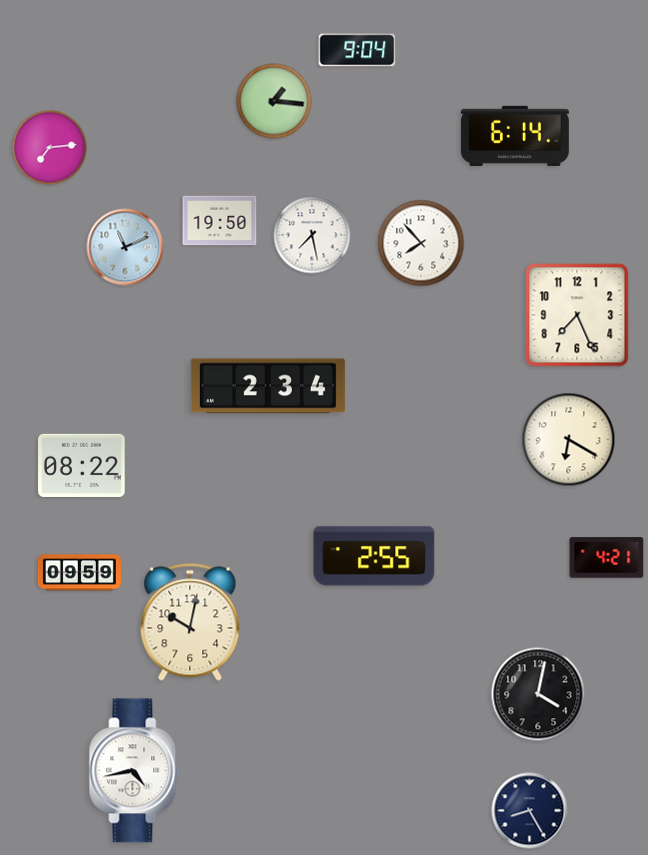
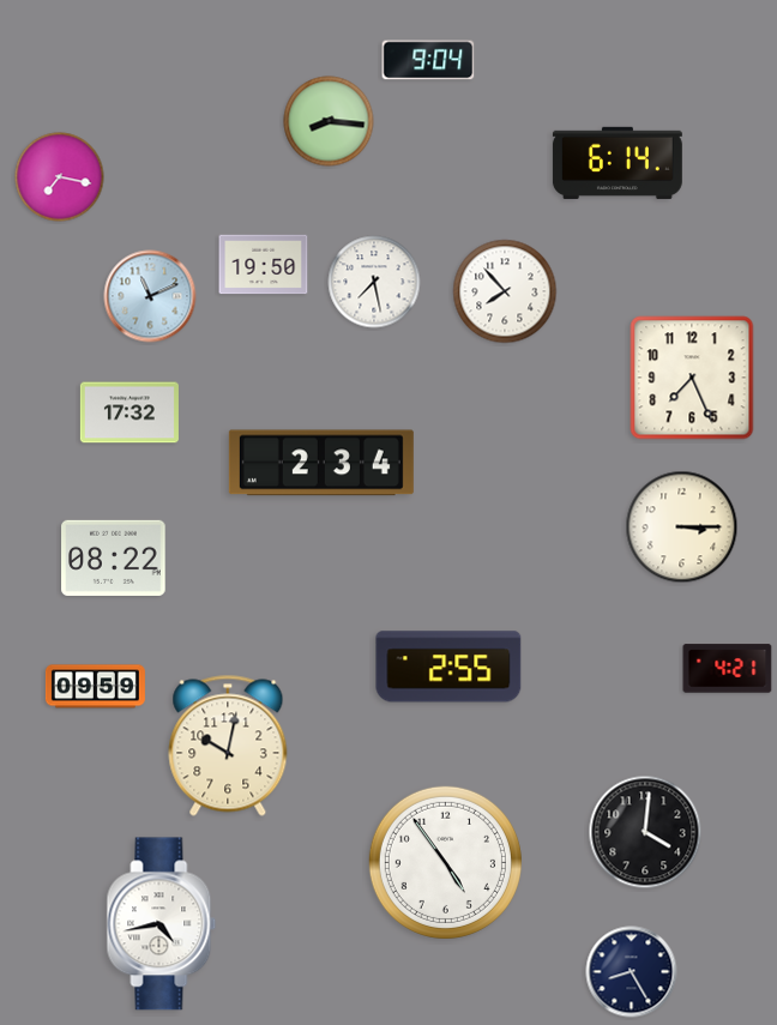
clock at (274, 101): 1:16 -> 8:16
clock at (50, 148): 7:14 -> 7:17
clock at (129, 412): none -> 17:32
clock at (569, 440): 6:20 -> 3:15
clock at (82, 465) position: (82, 465) -> (114, 557)
clock at (538, 694): 4:02 -> 4:01
clock at (445, 862): none -> 4:54
clock at (530, 811) position: (530, 811) -> (632, 972)
